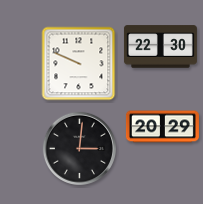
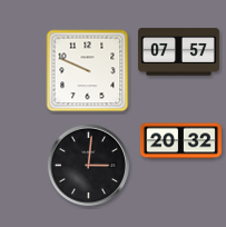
clock at (160, 47): 22:30 -> 07:57
clock at (162, 127): 20:29 -> 20:32
